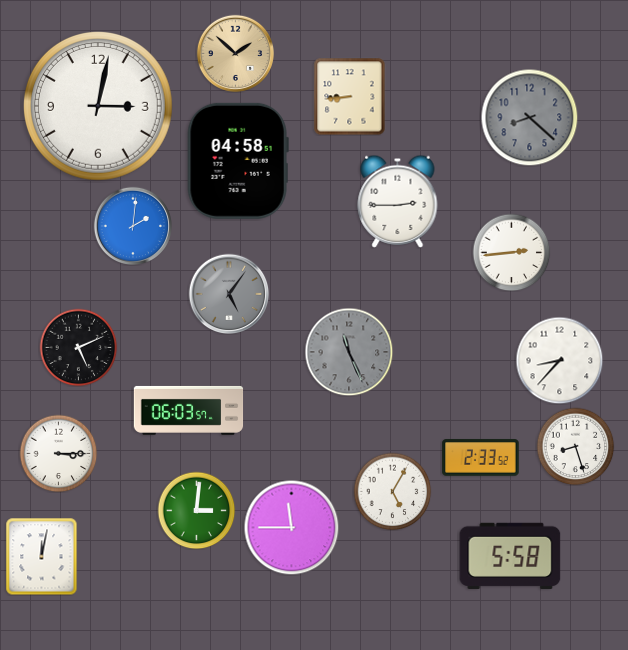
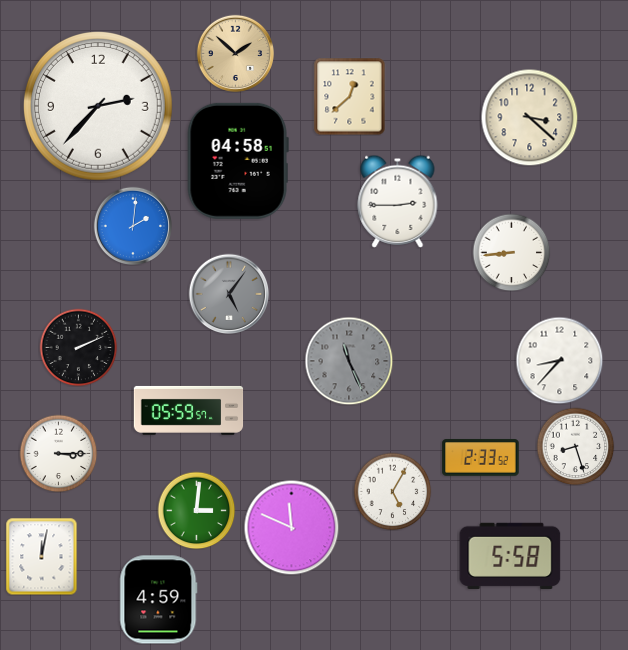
clock at (350, 96): 8:44 -> 12:38
clock at (98, 106): 3:02 -> 2:37
clock at (529, 117): 8:22 -> 3:22
clock at (529, 117) dial: grey -> cream
clock at (511, 252): 2:44 -> 8:44
clock at (78, 347): 5:11 -> 2:11
clock at (349, 352) position: (349, 352) -> (349, 361)
clock at (189, 410): 06:03 -> 05:59
clock at (291, 527): 11:45 -> 11:49
clock at (159, 600): none -> 4:59
